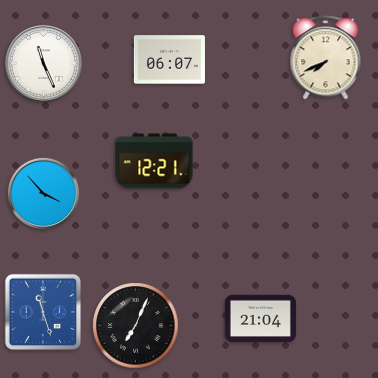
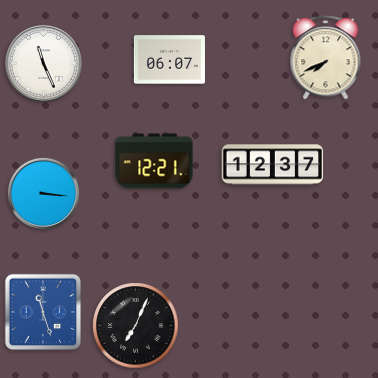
clock at (273, 165): none -> 12:37
clock at (43, 193): 3:53 -> 3:16
clock at (260, 319): 21:04 -> none
